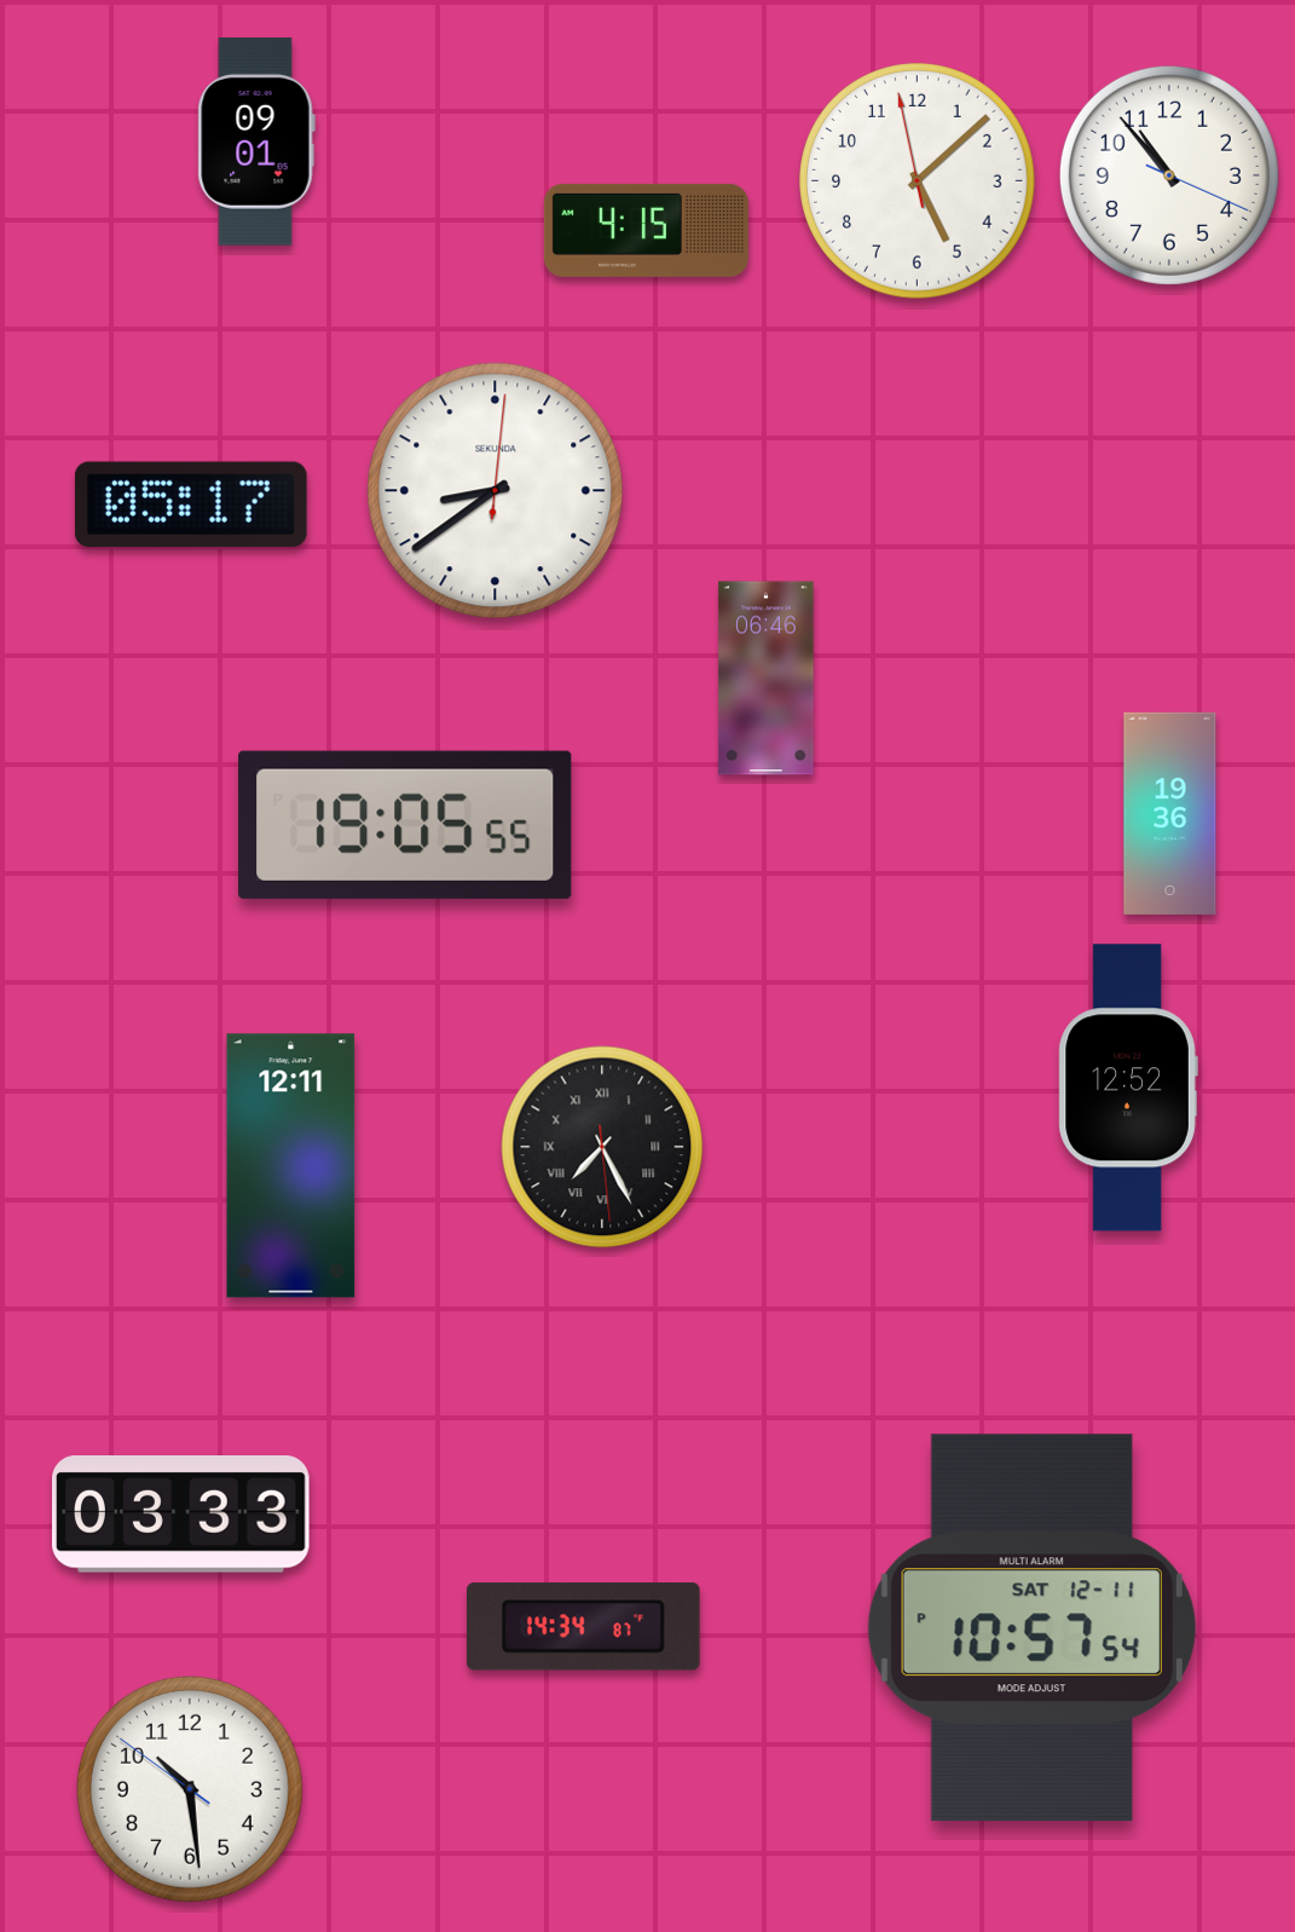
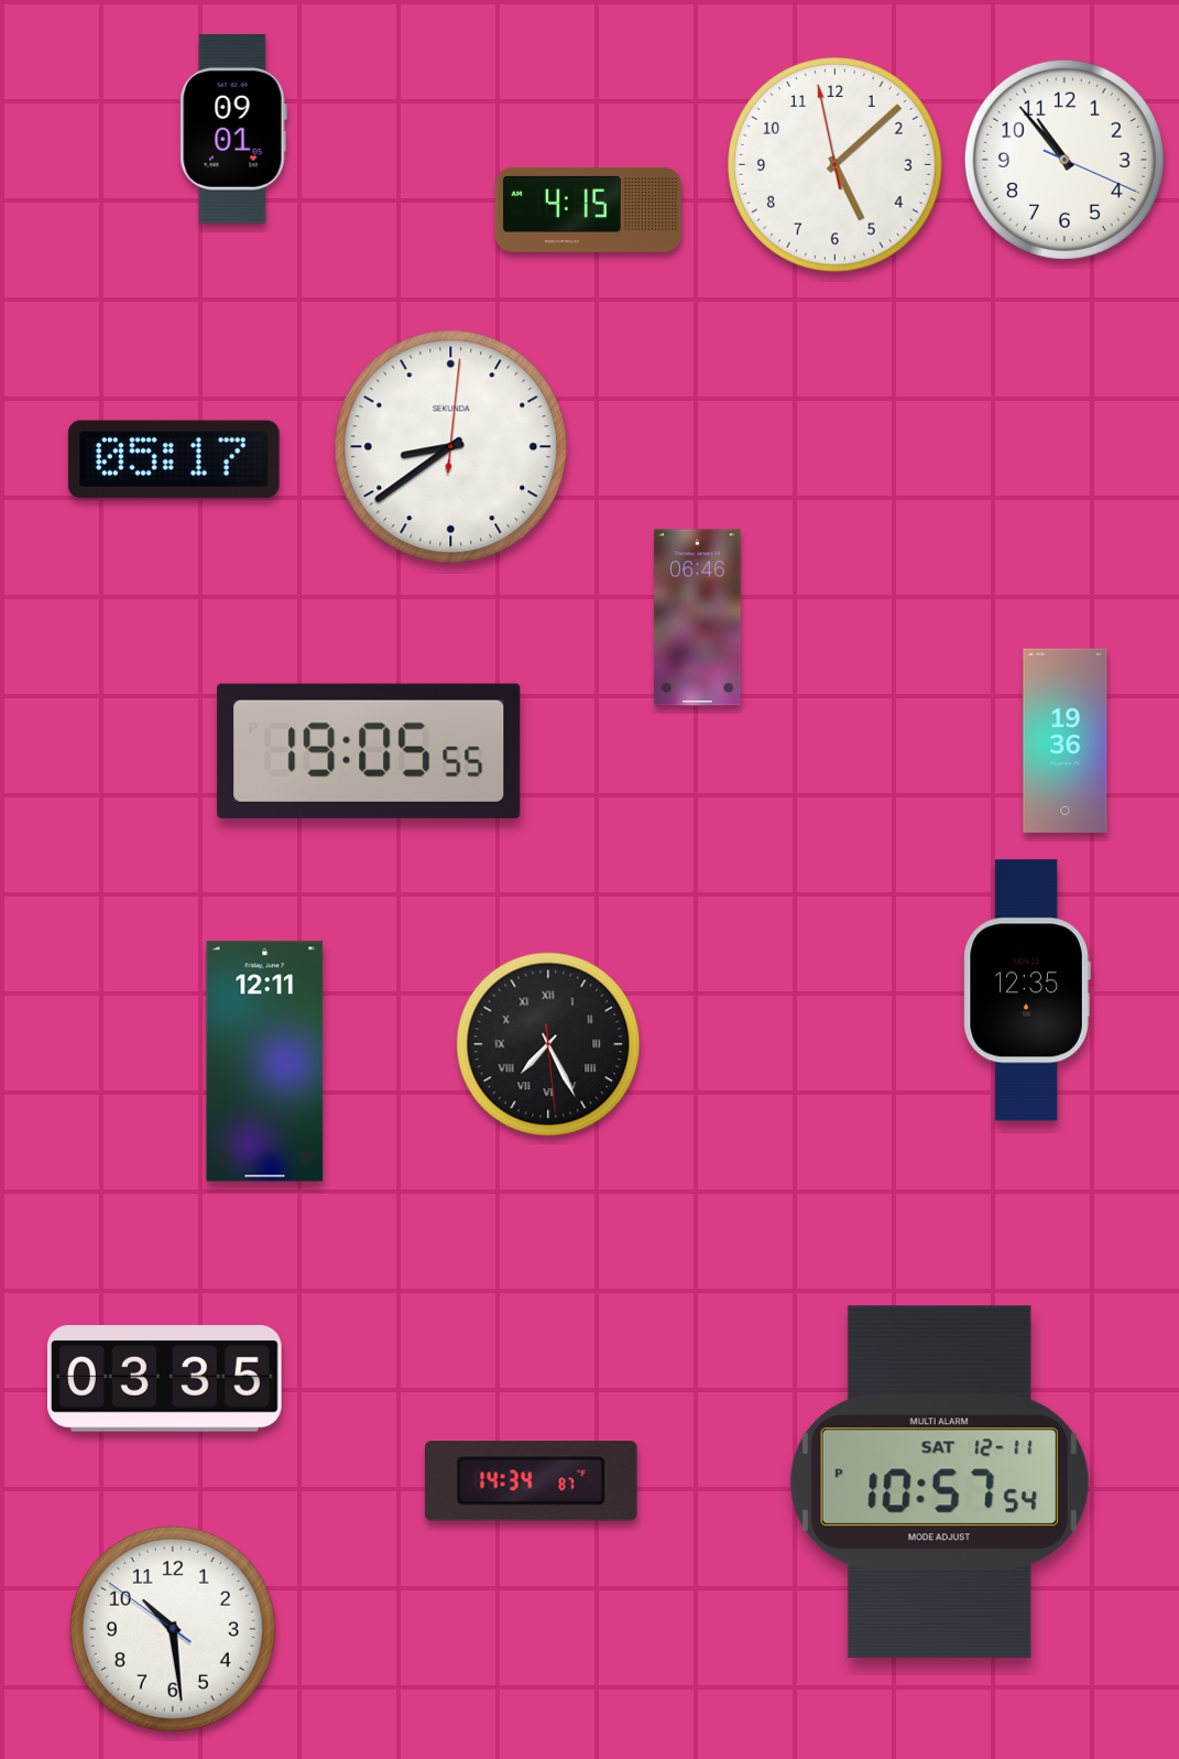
clock at (1128, 1088): 12:52 -> 12:35
clock at (181, 1515): 03:33 -> 03:35
